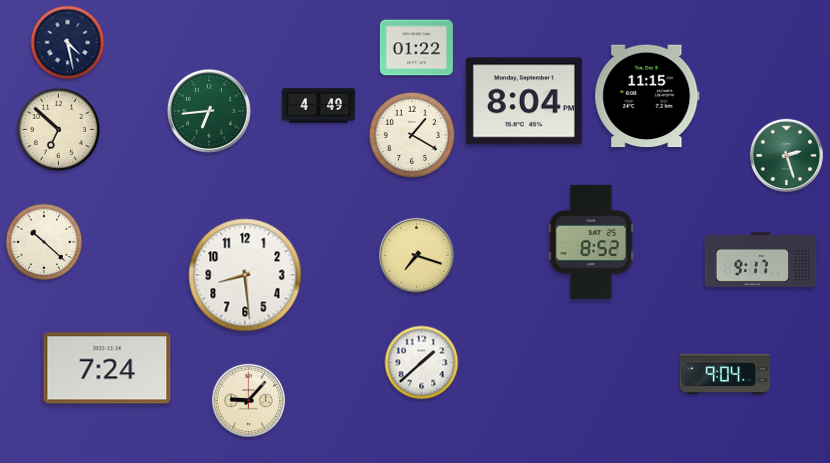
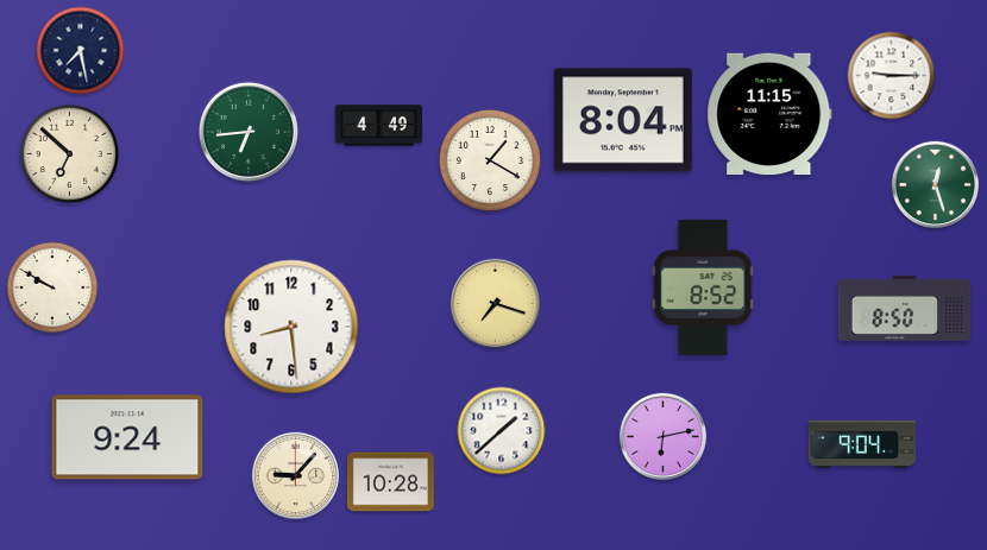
clock at (68, 43): 4:28 -> 7:28
clock at (416, 48): 01:22 -> none
clock at (892, 76): none -> 9:15
clock at (787, 156): 2:27 -> 12:27
clock at (44, 242): 10:22 -> 9:50
clock at (761, 259): 9:17 -> 8:50
clock at (107, 368): 7:24 -> 9:24
clock at (664, 437): none -> 6:13
clock at (390, 482): none -> 10:28
